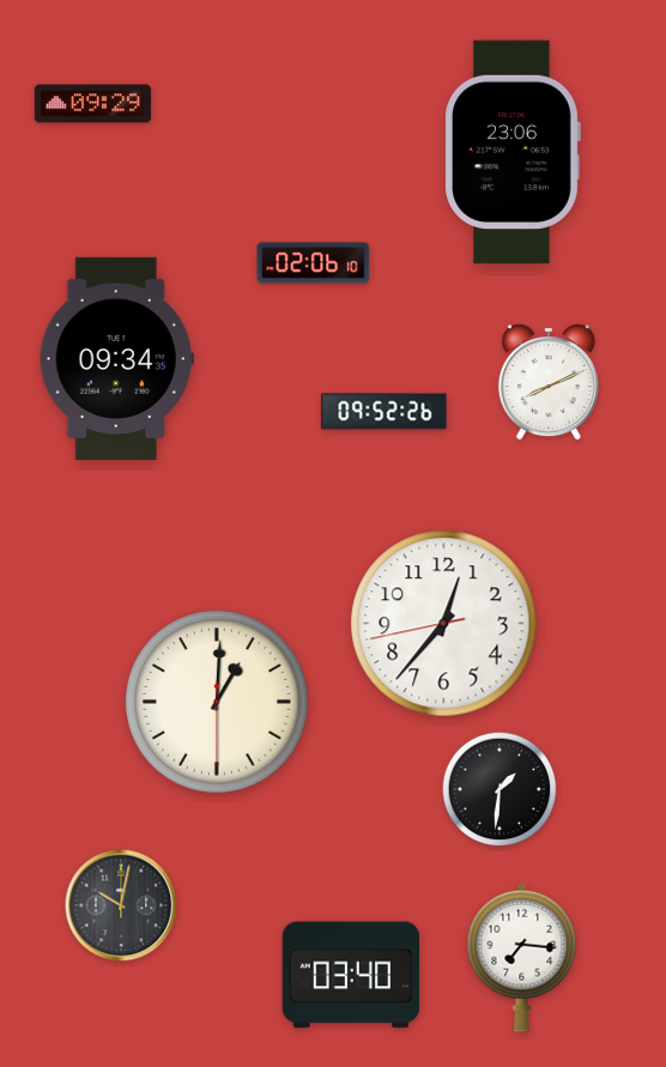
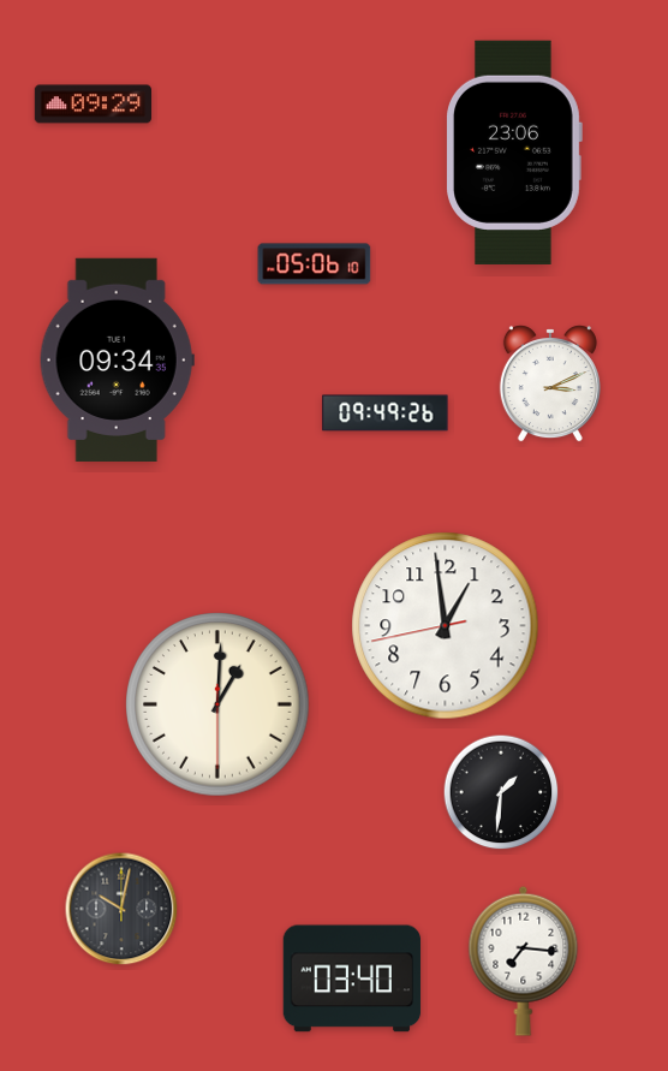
clock at (314, 263): 02:06 -> 05:06
clock at (549, 382): 8:11 -> 3:11
clock at (385, 412): 09:52 -> 09:49
clock at (444, 624): 12:36 -> 12:58
